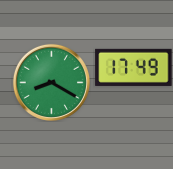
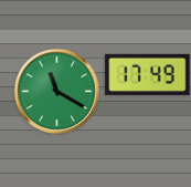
clock at (51, 82): 8:20 -> 11:20
